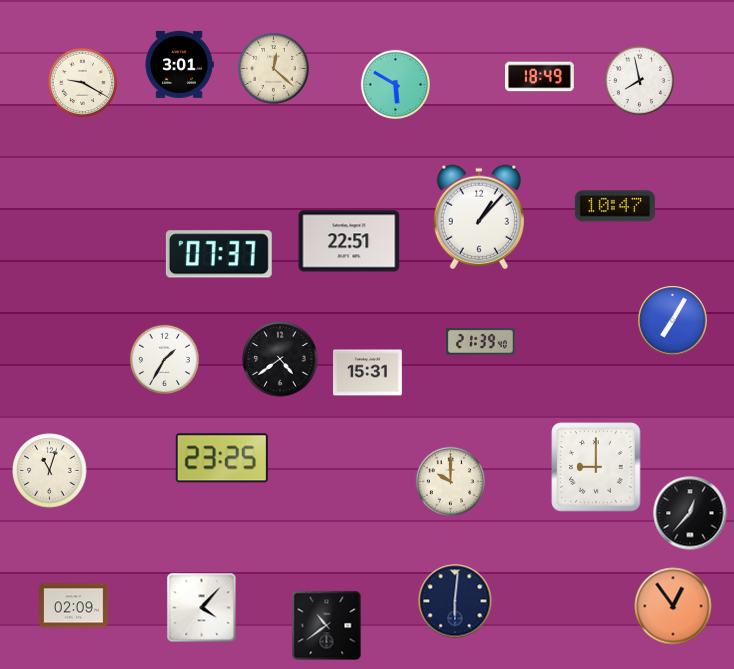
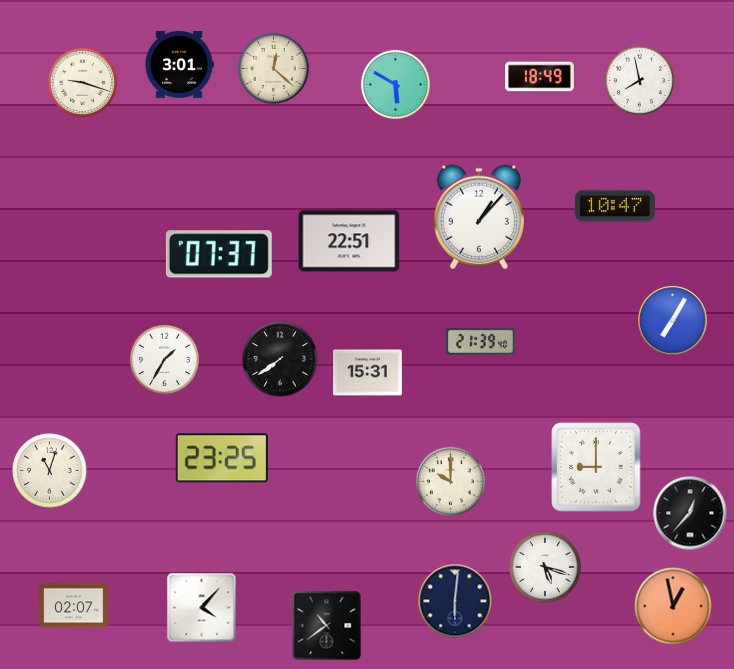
clock at (82, 82): 9:20 -> 9:18
clock at (280, 359): 4:39 -> 7:39
clock at (546, 568): none -> 5:18
clock at (74, 606): 02:09 -> 02:07
clock at (673, 606): 12:54 -> 12:58
